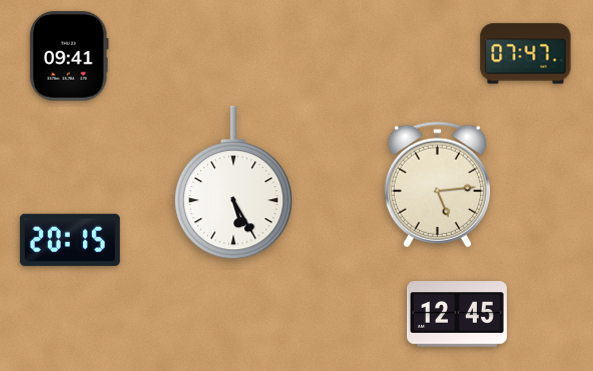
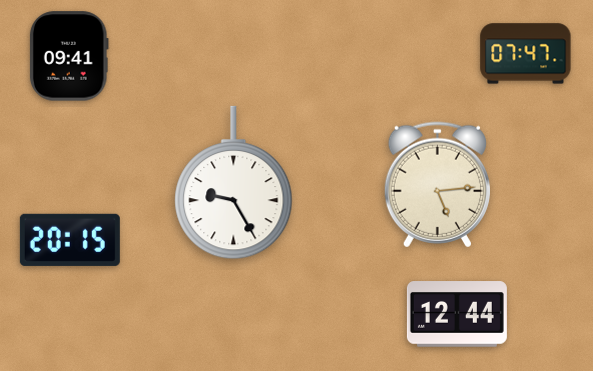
clock at (234, 183): 5:25 -> 9:25
clock at (457, 314): 12:45 -> 12:44
